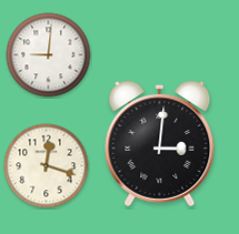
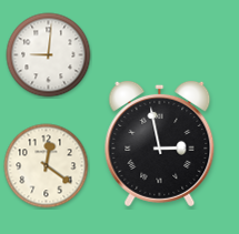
clock at (160, 143): 3:01 -> 2:58
clock at (47, 166): 12:18 -> 12:21
